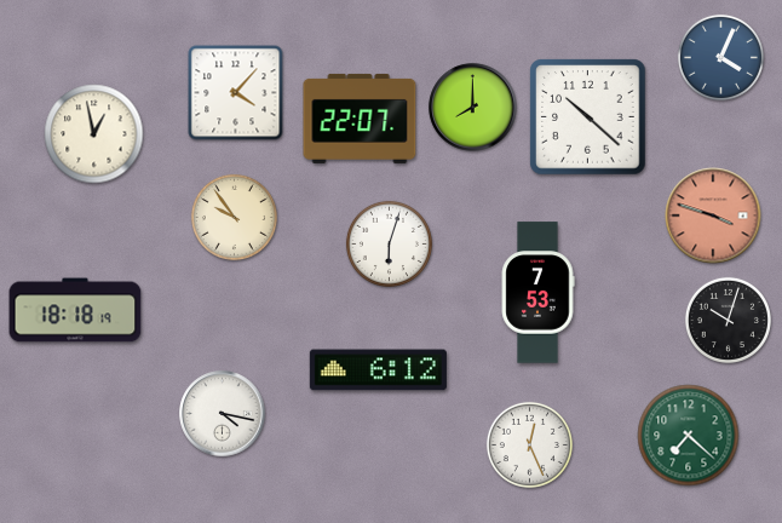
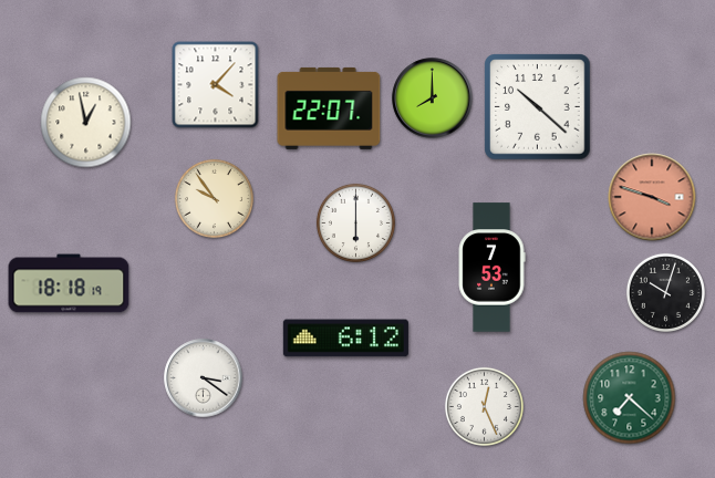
clock at (720, 57): 4:04 -> none
clock at (389, 243): 6:03 -> 6:00
clock at (223, 414): 4:17 -> 3:21
